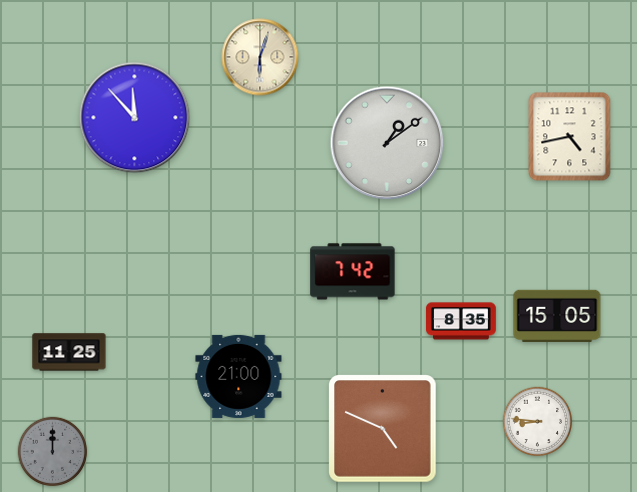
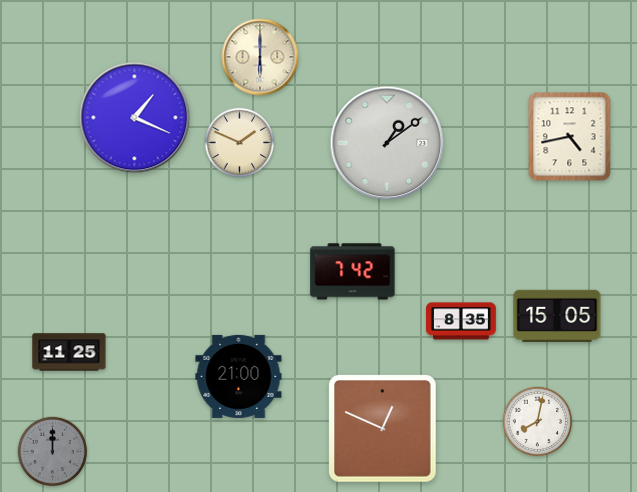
clock at (260, 57): 6:03 -> 6:00
clock at (135, 118): 11:53 -> 1:19
clock at (240, 143): none -> 1:49
clock at (538, 422): 8:46 -> 8:02
clock at (383, 429): 4:49 -> 12:49
